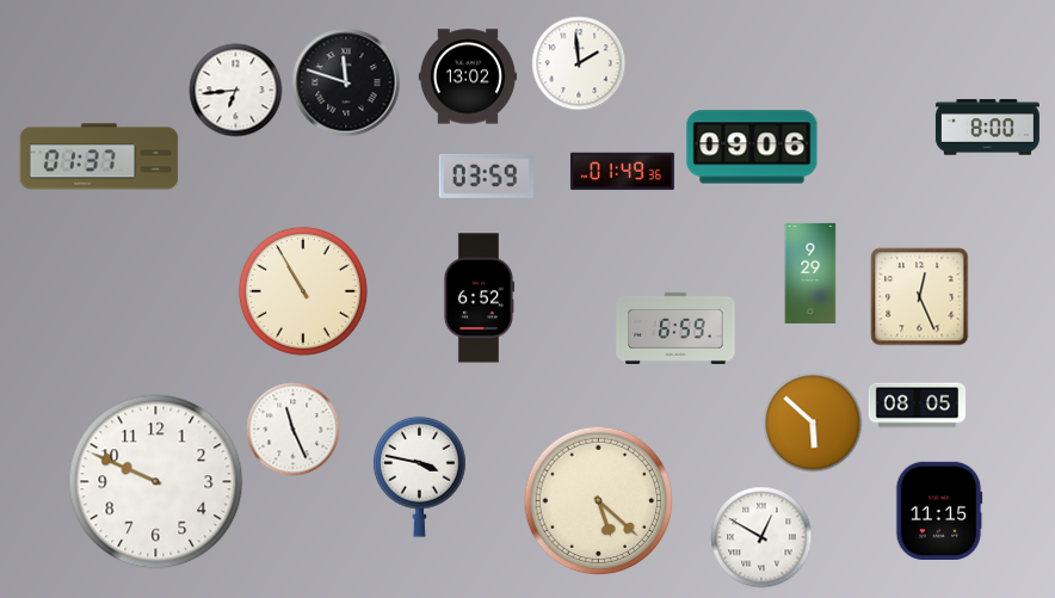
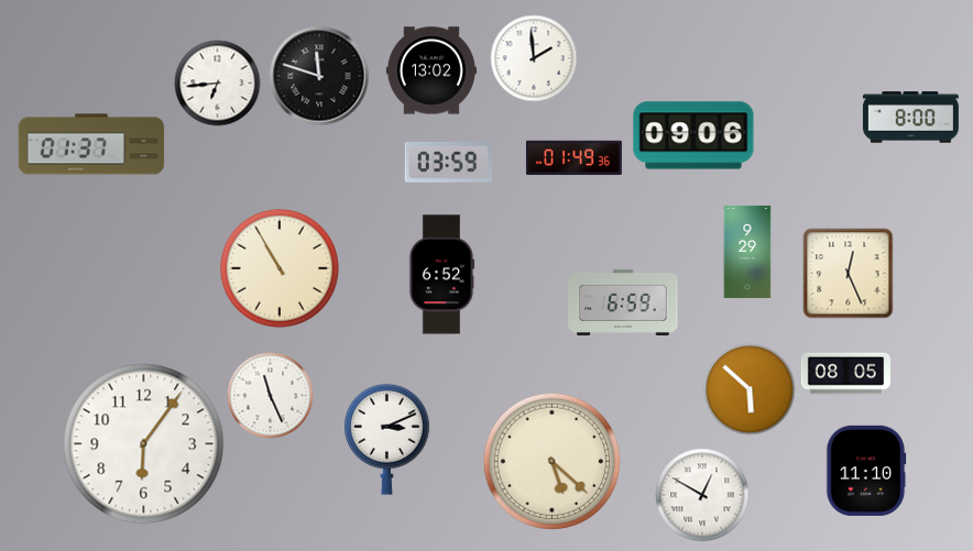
clock at (420, 476): 3:47 -> 3:11
clock at (156, 482): 9:49 -> 6:06
clock at (939, 511): 11:15 -> 11:10
